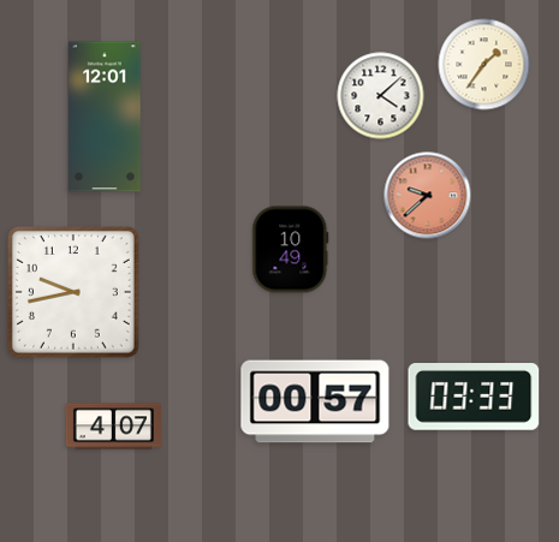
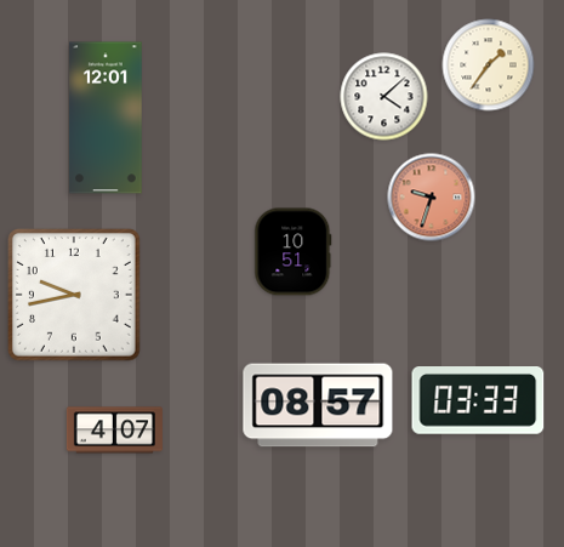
clock at (428, 196): 9:38 -> 9:33
clock at (291, 250): 10:49 -> 10:51
clock at (315, 401): 00:57 -> 08:57
